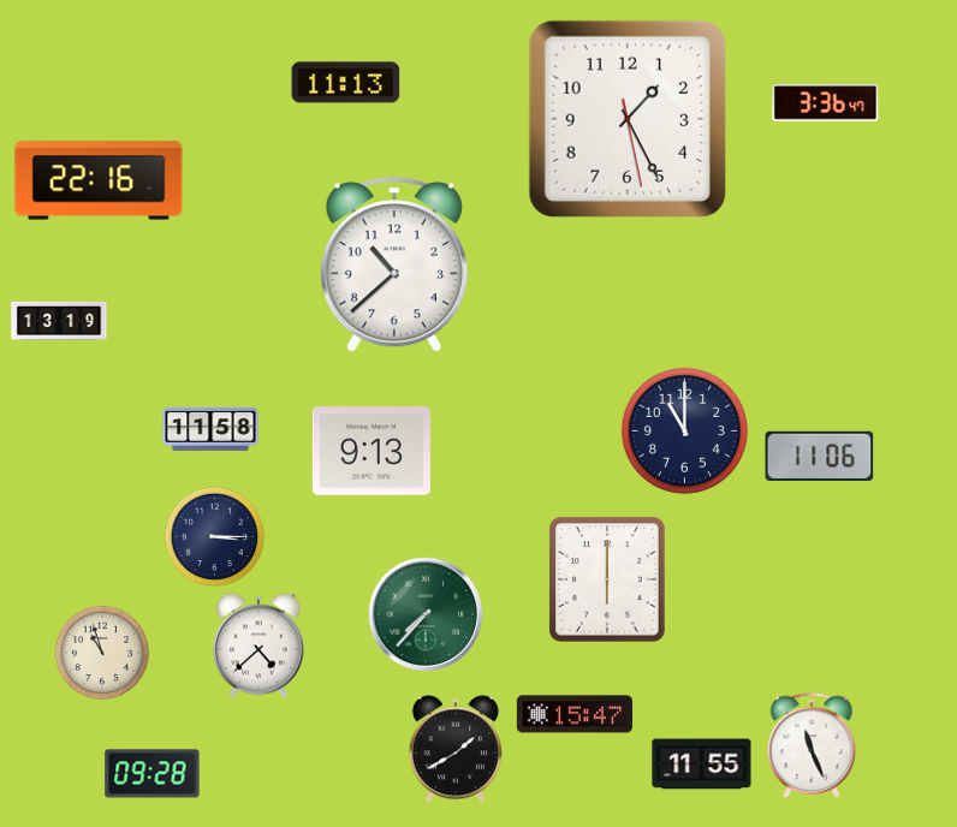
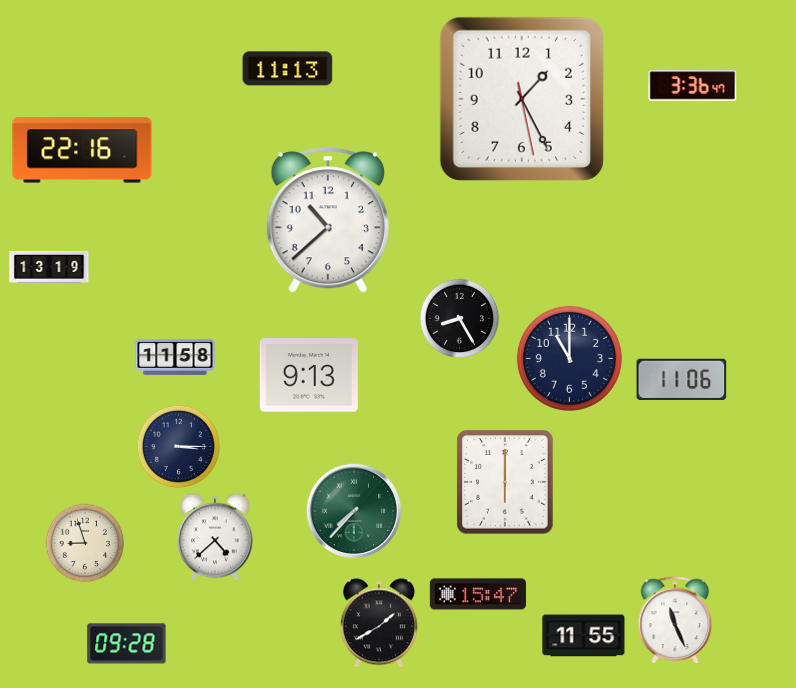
clock at (826, 103) position: (826, 103) -> (693, 86)
clock at (460, 319): none -> 8:25
clock at (102, 653): 10:57 -> 8:57
